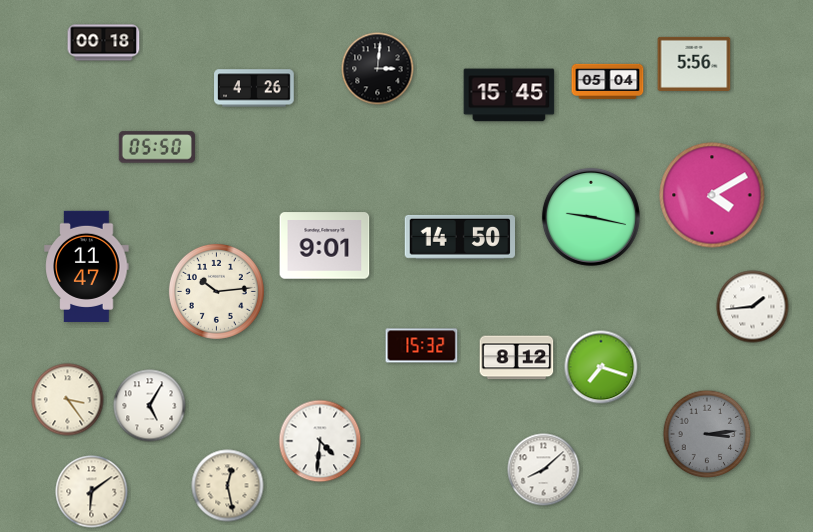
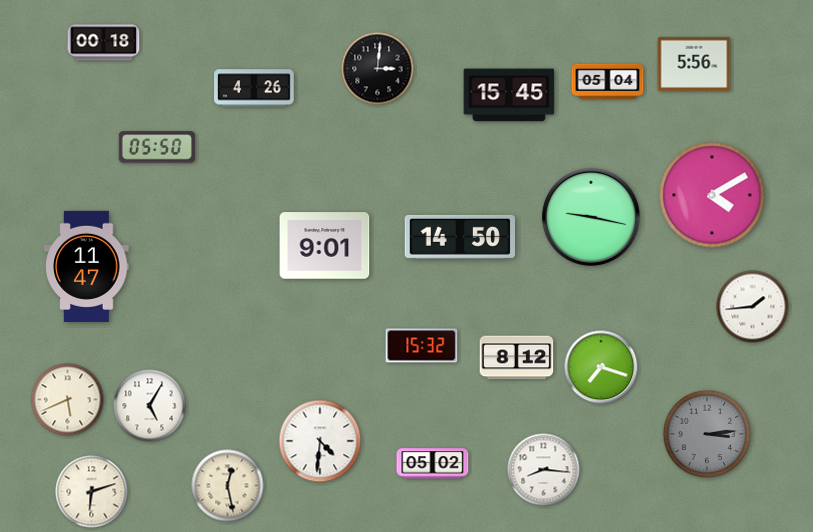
clock at (216, 291): 10:14 -> none
clock at (68, 400): 3:24 -> 5:41
clock at (433, 464): none -> 05:02
clock at (544, 470): 8:08 -> 8:16
clock at (92, 492): 6:09 -> 6:12
